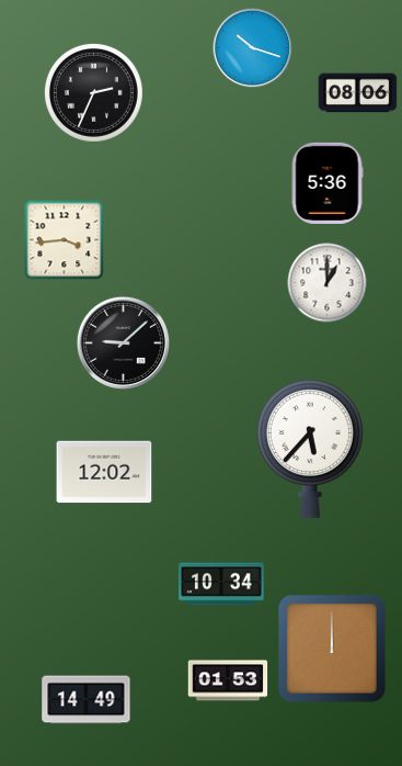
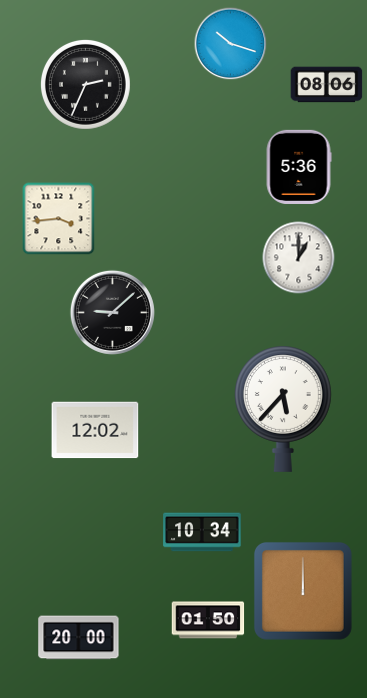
clock at (228, 680): 01:53 -> 01:50
clock at (87, 700): 14:49 -> 20:00
